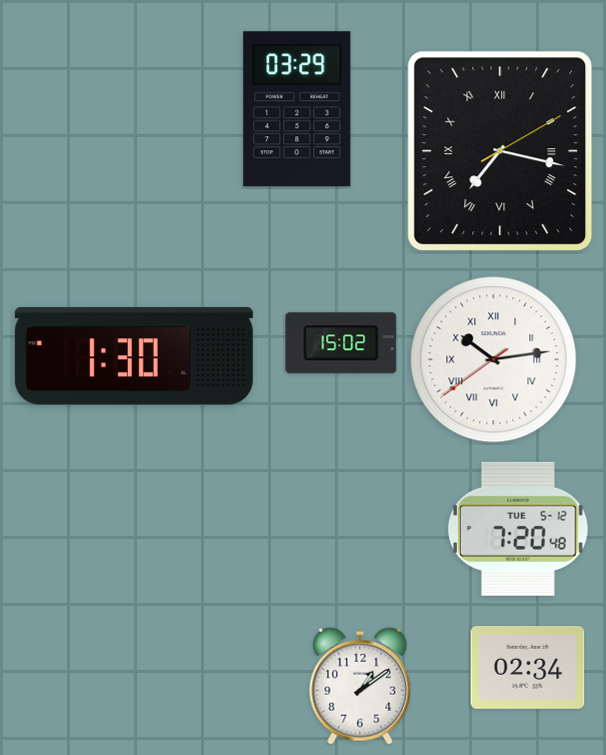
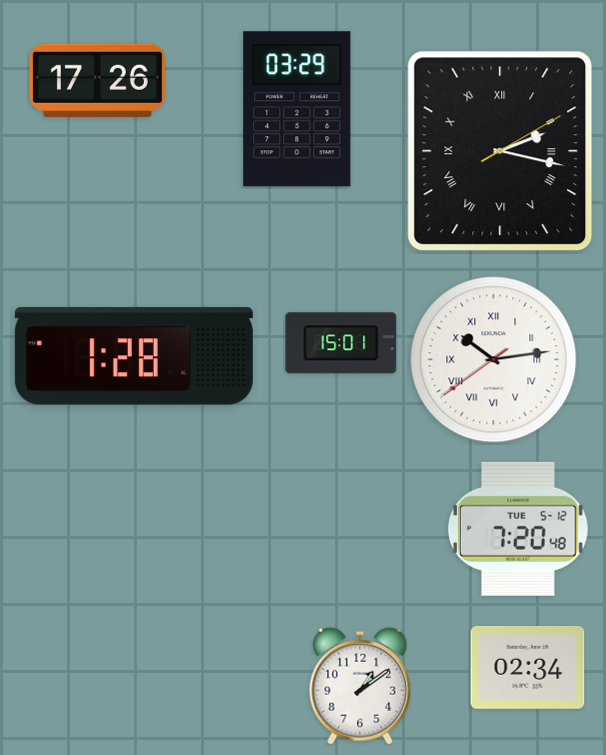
clock at (97, 80): none -> 17:26
clock at (500, 151): 7:17 -> 2:17
clock at (341, 343): 15:02 -> 15:01
clock at (134, 356): 1:30 -> 1:28
